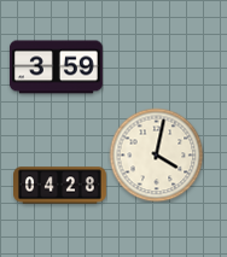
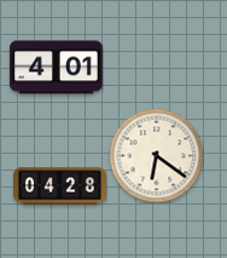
clock at (56, 68): 3:59 -> 4:01
clock at (156, 154): 4:02 -> 6:21
